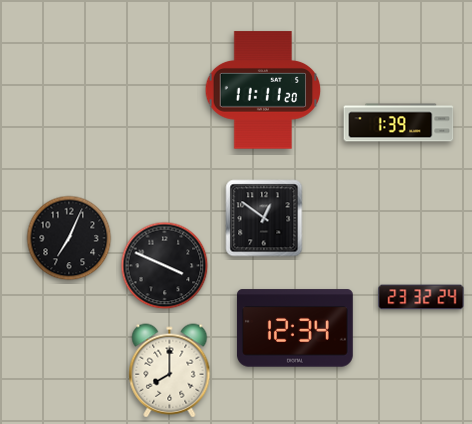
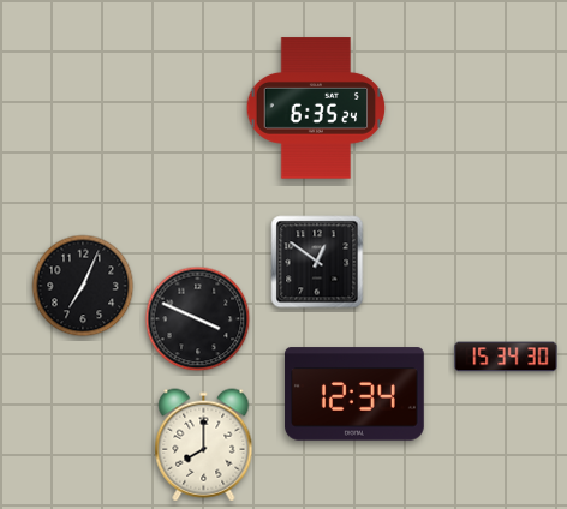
clock at (263, 90): 11:11 -> 6:35
clock at (399, 123): 1:39 -> none
clock at (421, 297): 23:32 -> 15:34
